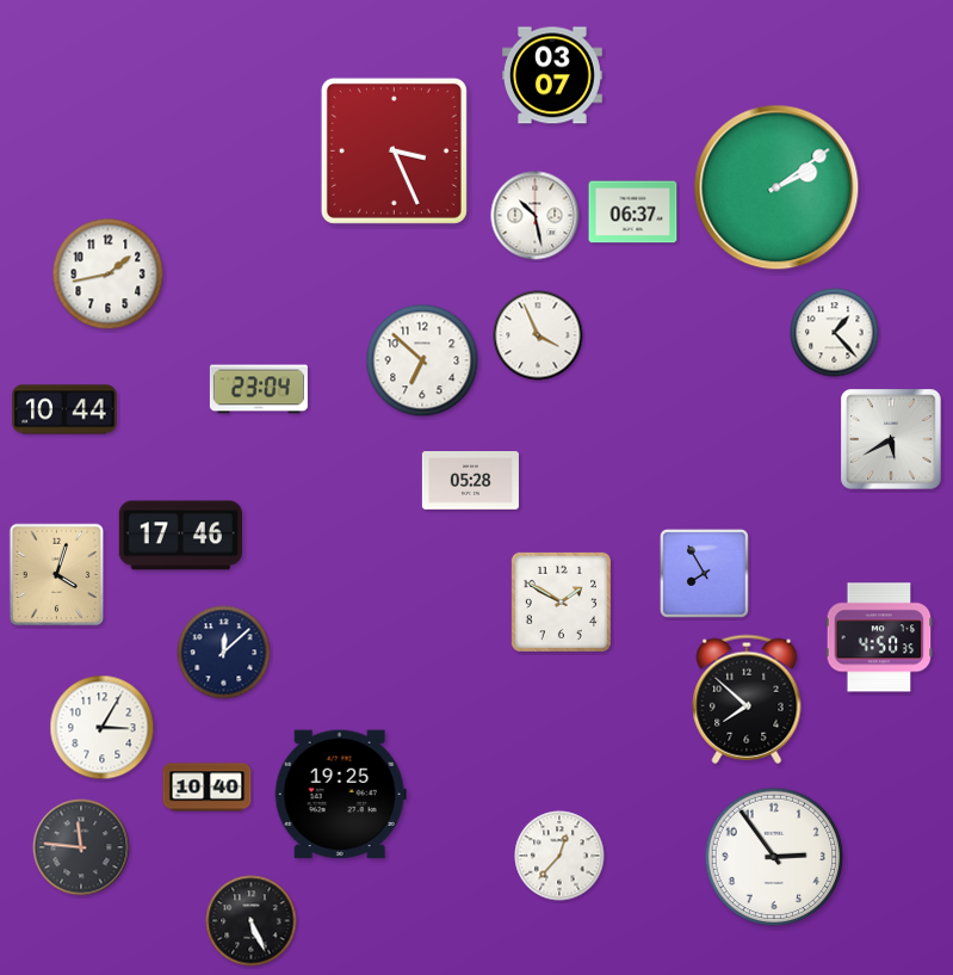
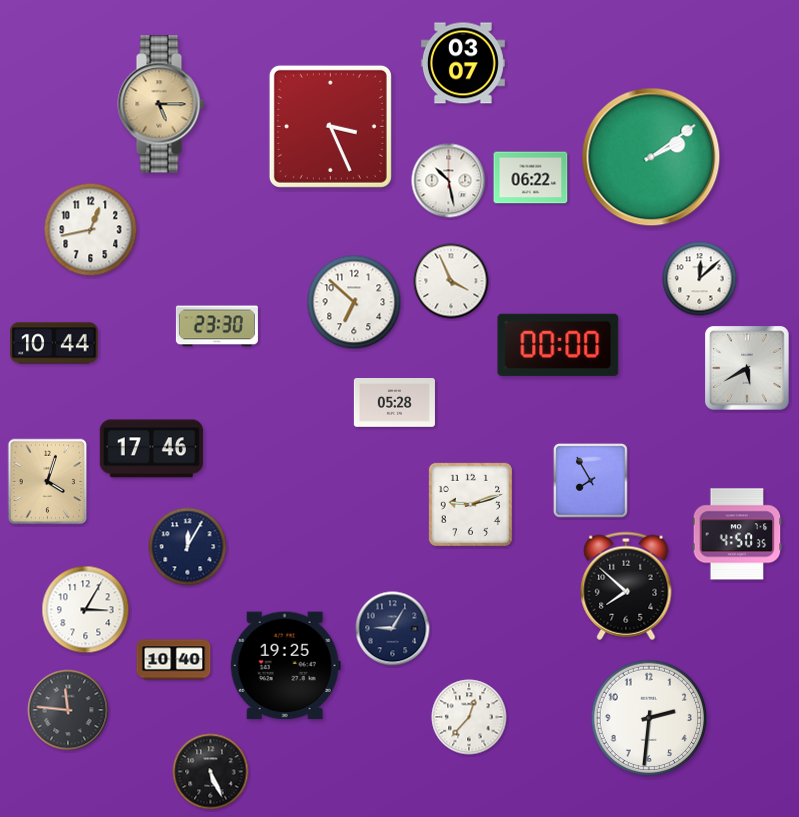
clock at (161, 104): none -> 5:15
clock at (633, 212): 06:37 -> 06:22
clock at (109, 274): 1:43 -> 12:43
clock at (835, 333): 1:23 -> 12:08
clock at (259, 389): 23:04 -> 23:30
clock at (558, 345): none -> 00:00
clock at (561, 601): 1:50 -> 9:12
clock at (224, 653): 12:08 -> 12:05
clock at (393, 629): none -> 9:05
clock at (774, 857): 2:54 -> 2:31
